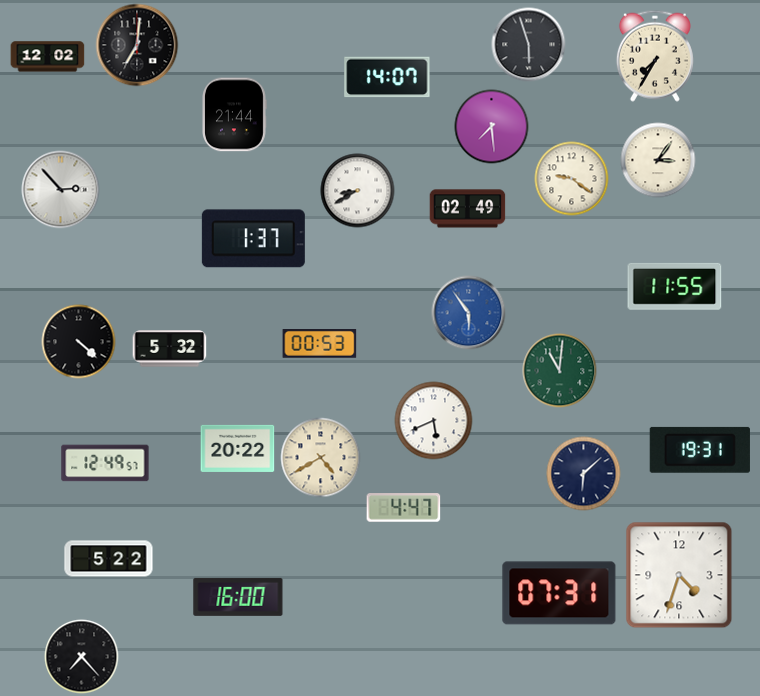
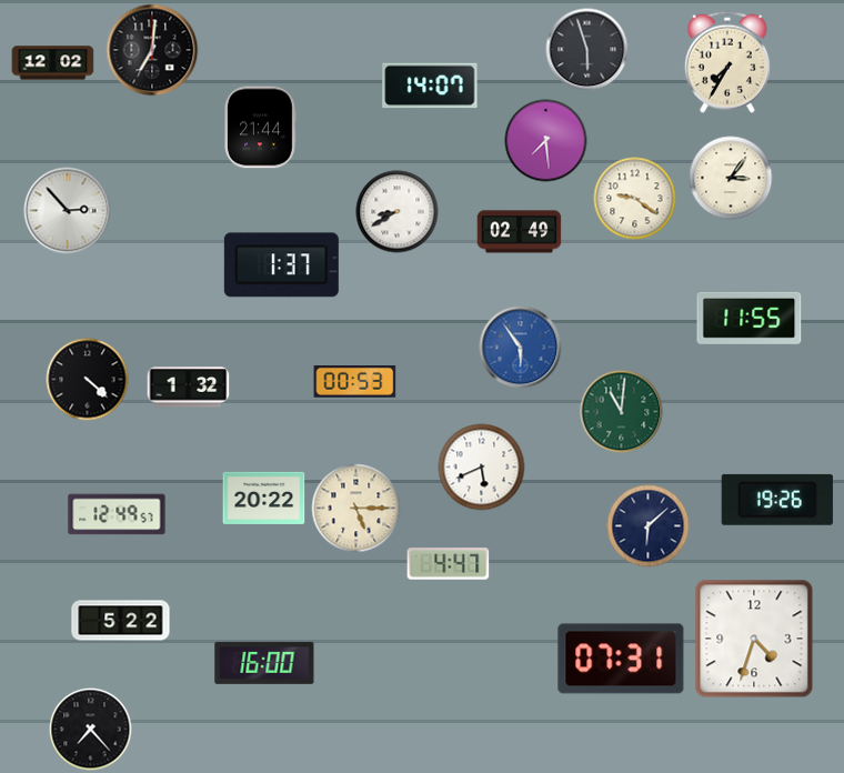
clock at (170, 349): 5:32 -> 1:32
clock at (700, 450): 19:31 -> 19:26
clock at (321, 458): 4:40 -> 5:15
